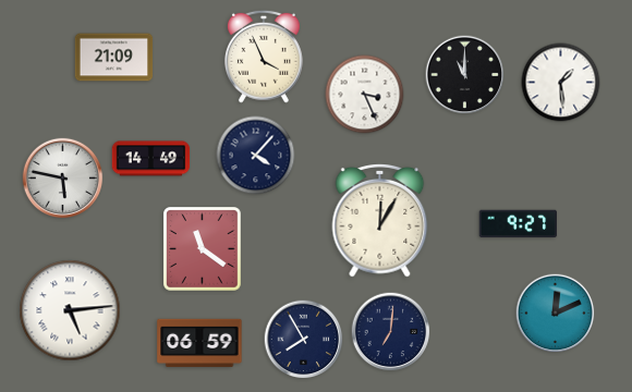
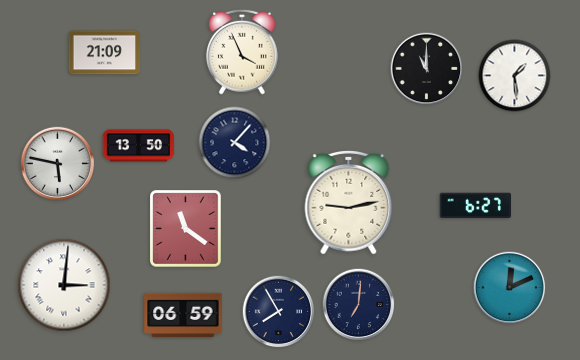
clock at (365, 95): 3:26 -> none
clock at (151, 159): 14:49 -> 13:50
clock at (380, 220): 12:05 -> 9:13
clock at (518, 224): 9:27 -> 6:27
clock at (70, 310): 5:14 -> 3:01
